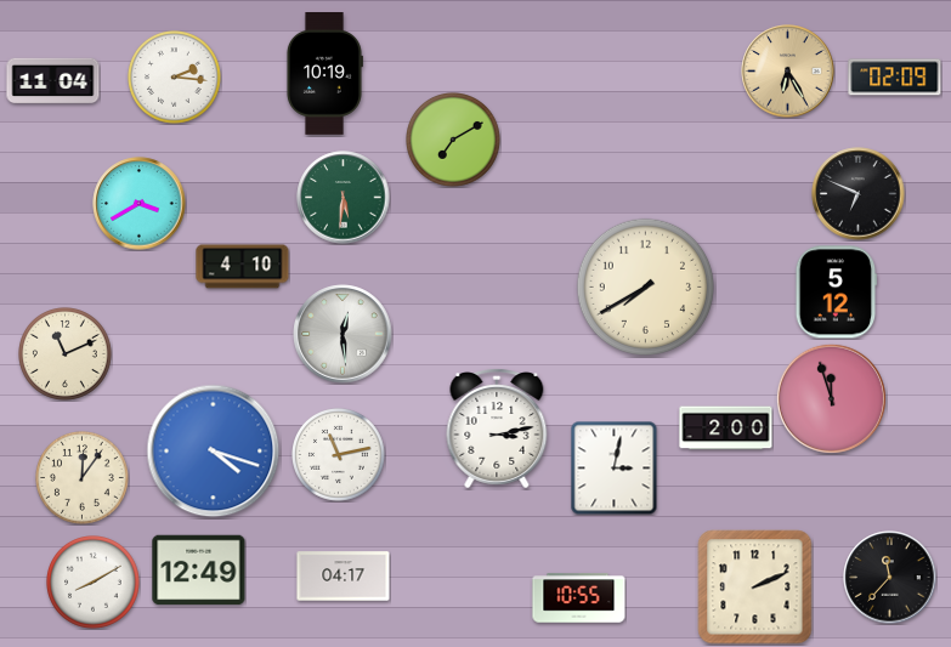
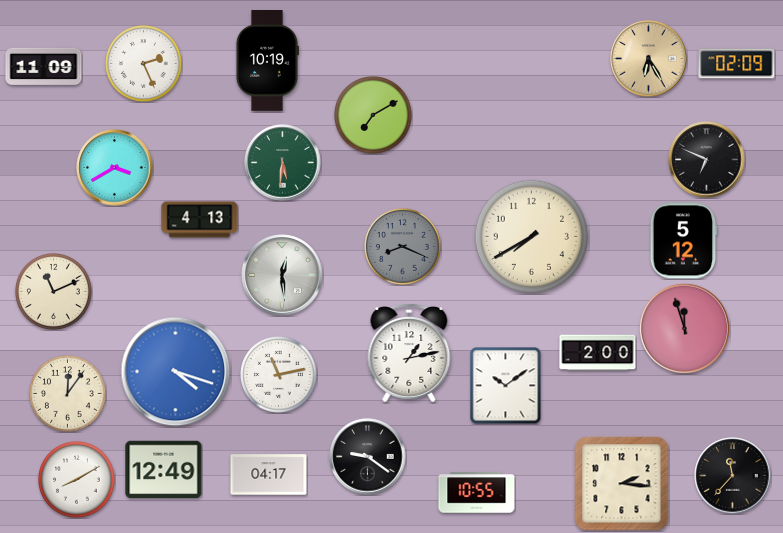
clock at (175, 78): 2:16 -> 2:26
clock at (53, 81): 11:04 -> 11:09
clock at (243, 267): 4:10 -> 4:13
clock at (837, 293) position: (837, 293) -> (684, 241)
clock at (403, 247): none -> 8:19
clock at (497, 429): 3:13 -> 1:13
clock at (615, 467): 3:02 -> 10:09
clock at (368, 457): none -> 9:21
clock at (344, 577) position: (344, 577) -> (269, 475)
clock at (755, 588): 2:11 -> 2:16
